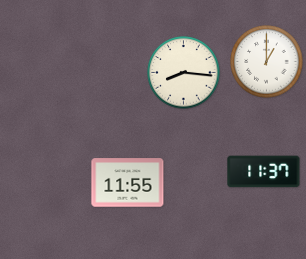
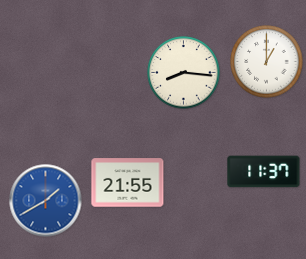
clock at (128, 183): 11:55 -> 21:55
clock at (46, 201): none -> 1:40
